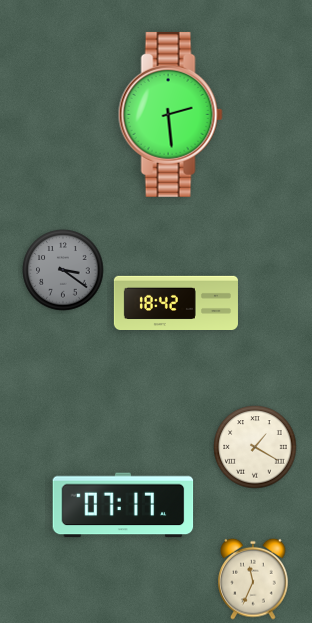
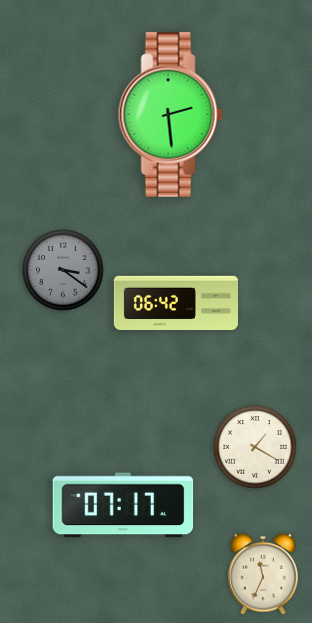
clock at (176, 302): 18:42 -> 06:42
clock at (253, 579) position: (253, 579) -> (263, 574)
